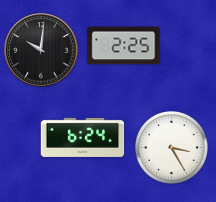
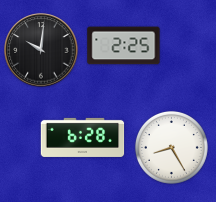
clock at (83, 137): 6:24 -> 6:28
clock at (171, 147): 3:25 -> 8:25
